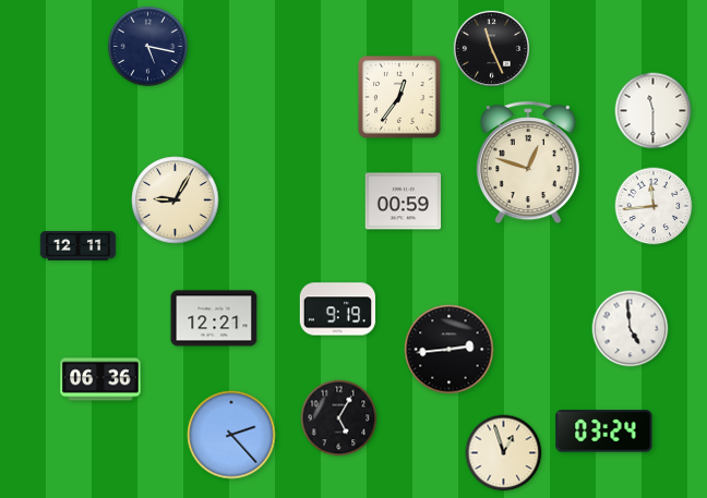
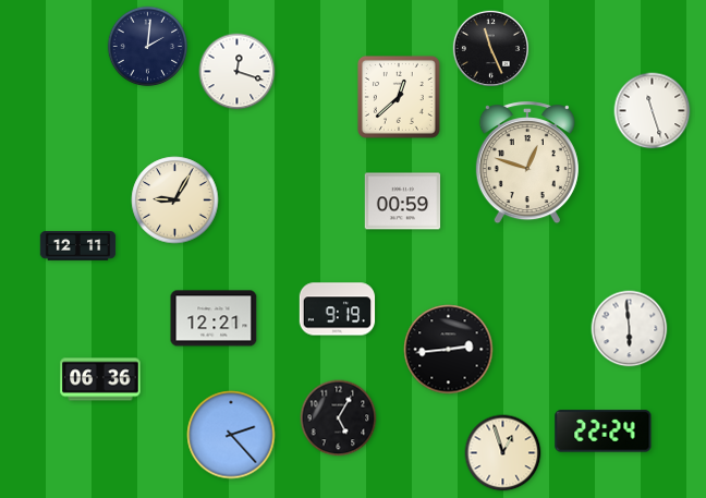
clock at (148, 47): 5:17 -> 2:01
clock at (238, 72): none -> 12:18
clock at (399, 97): 12:36 -> 12:38
clock at (654, 111): 11:30 -> 11:27
clock at (654, 206): 11:44 -> none
clock at (631, 329): 4:59 -> 5:59
clock at (604, 432): 03:24 -> 22:24
